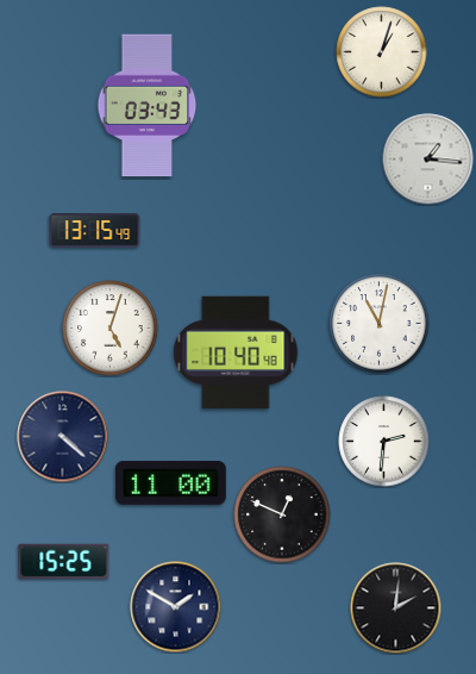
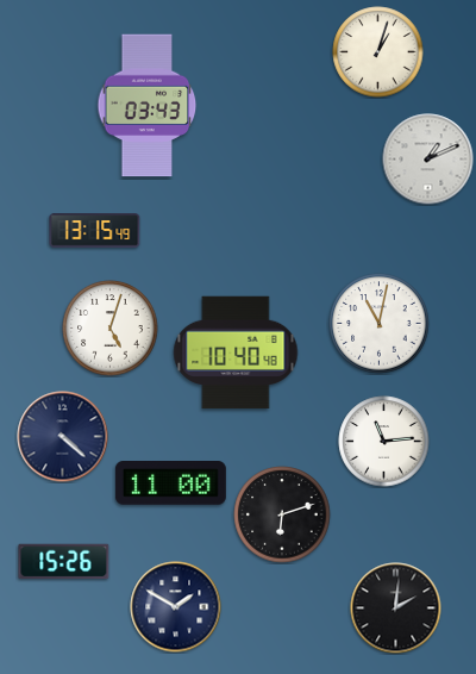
clock at (382, 52) position: (382, 52) -> (378, 52)
clock at (428, 160): 1:16 -> 1:11
clock at (384, 442): 2:31 -> 11:14
clock at (282, 514): 12:49 -> 6:12
clock at (64, 562): 15:25 -> 15:26
